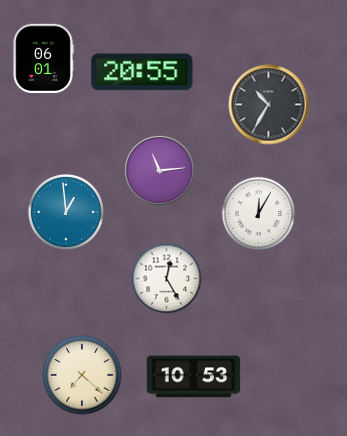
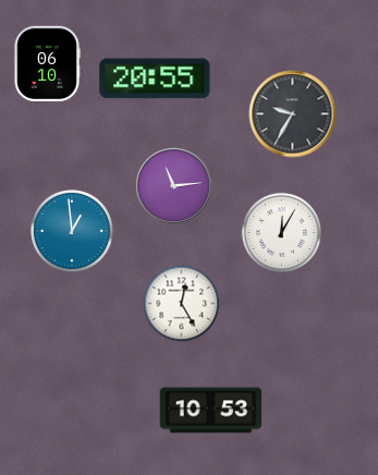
clock at (43, 59): 06:01 -> 06:10
clock at (269, 105): 10:35 -> 9:35
clock at (82, 375): 7:22 -> none
